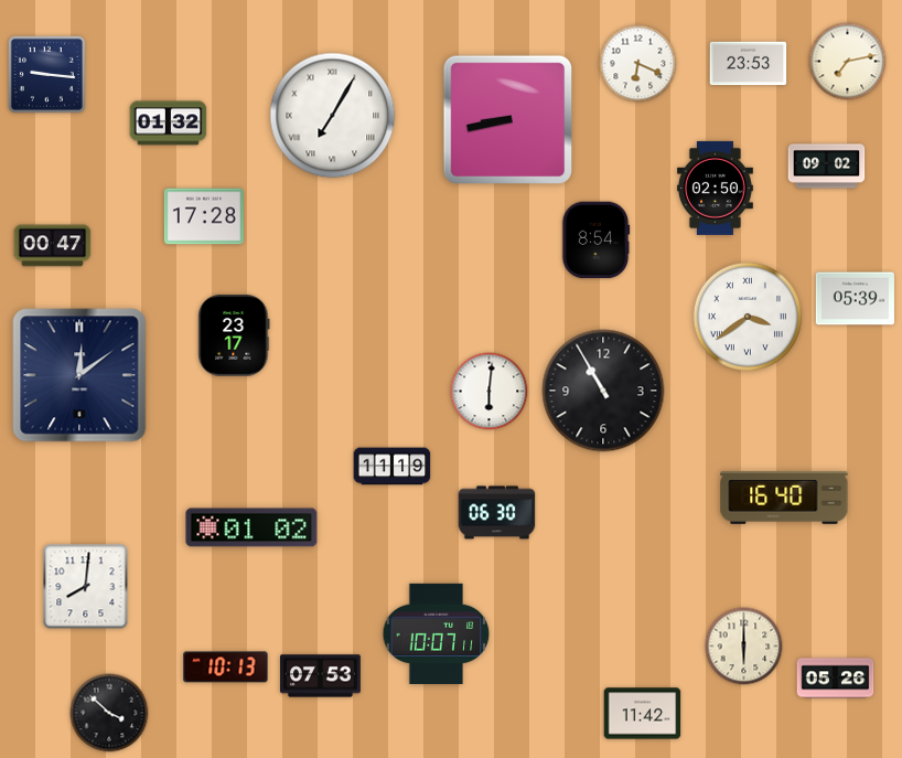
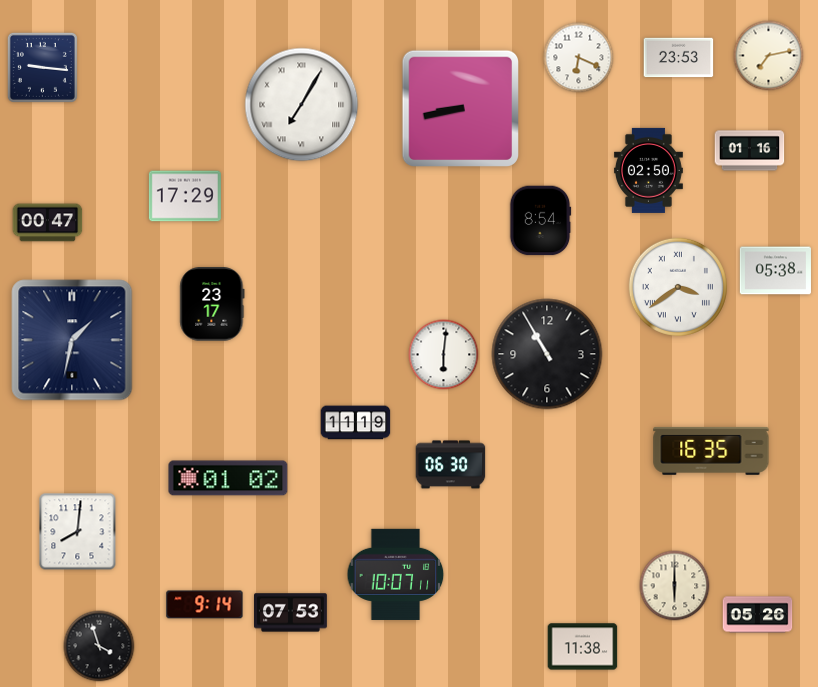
clock at (169, 124): 01:32 -> none
clock at (827, 167): 09:02 -> 01:16
clock at (204, 216): 17:28 -> 17:29
clock at (595, 241) position: (595, 241) -> (540, 221)
clock at (855, 299): 05:39 -> 05:38
clock at (79, 375): 12:09 -> 1:32
clock at (784, 498): 16:40 -> 16:35
clock at (226, 668): 10:13 -> 9:14
clock at (109, 713): 3:52 -> 3:57
clock at (643, 714): 11:42 -> 11:38
